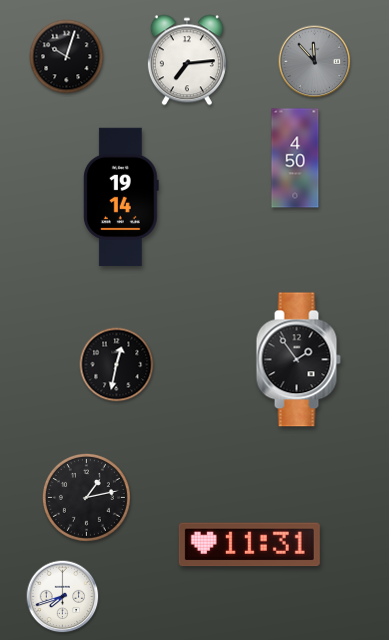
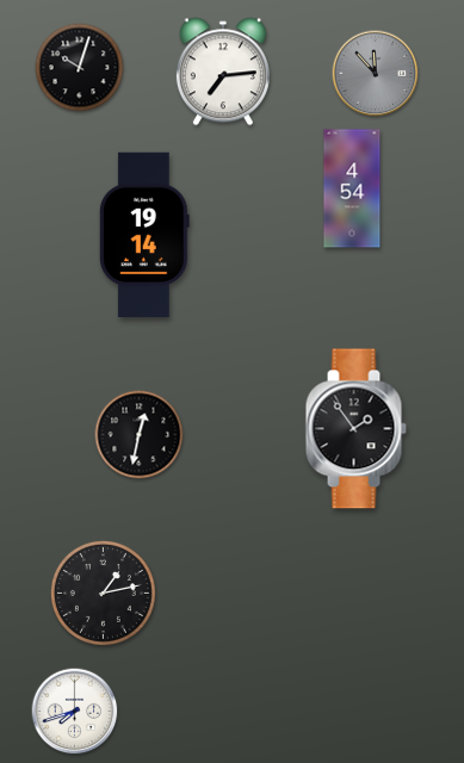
clock at (295, 158): 4:50 -> 4:54
clock at (249, 545): 11:31 -> none
